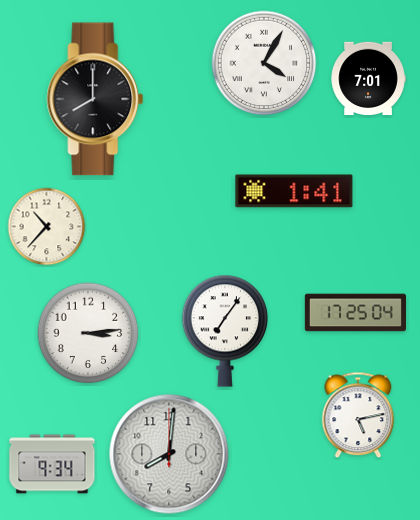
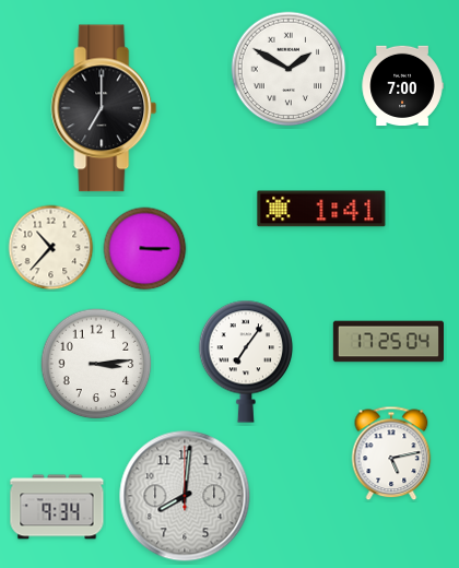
clock at (264, 63): 4:05 -> 1:50
clock at (368, 79): 7:01 -> 7:00
clock at (95, 99): 8:00 -> 7:00
clock at (145, 249): none -> 3:15
